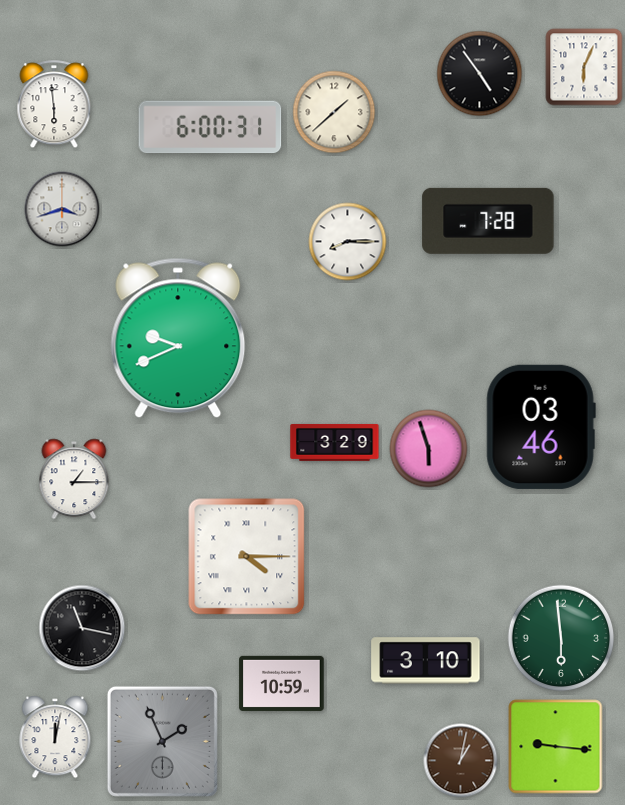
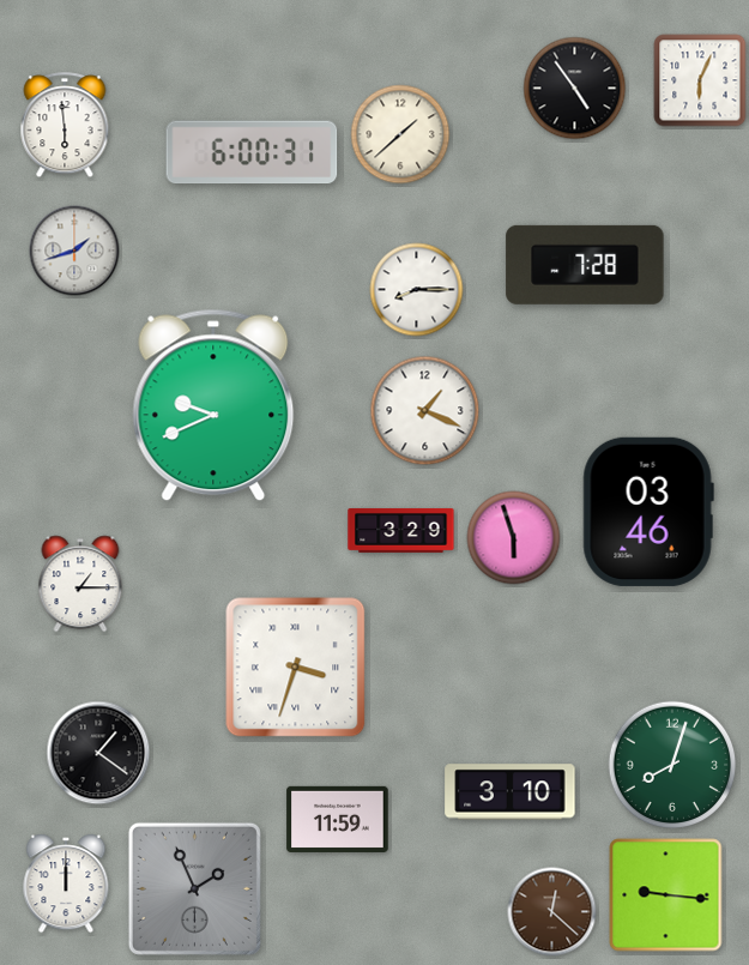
clock at (62, 209): 3:42 -> 1:42
clock at (425, 411): none -> 1:19
clock at (74, 479) position: (74, 479) -> (80, 584)
clock at (247, 557): 4:15 -> 3:33
clock at (82, 628): 11:17 -> 1:21
clock at (561, 638): 5:59 -> 8:03
clock at (282, 683): 10:59 -> 11:59
clock at (55, 737): 12:02 -> 12:00
clock at (461, 761): 1:02 -> 12:22
